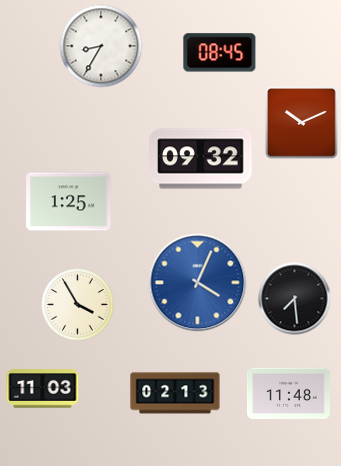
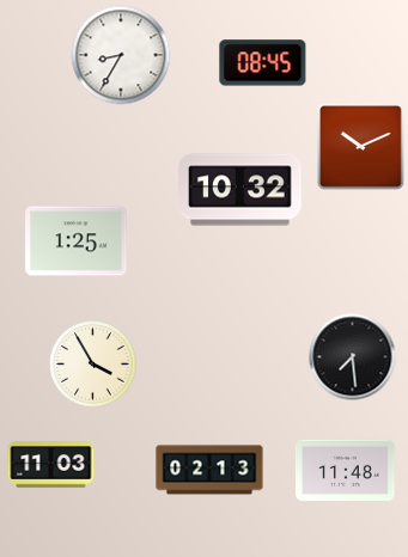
clock at (201, 159): 09:32 -> 10:32
clock at (69, 202) position: (69, 202) -> (77, 241)
clock at (198, 283): 4:04 -> none
